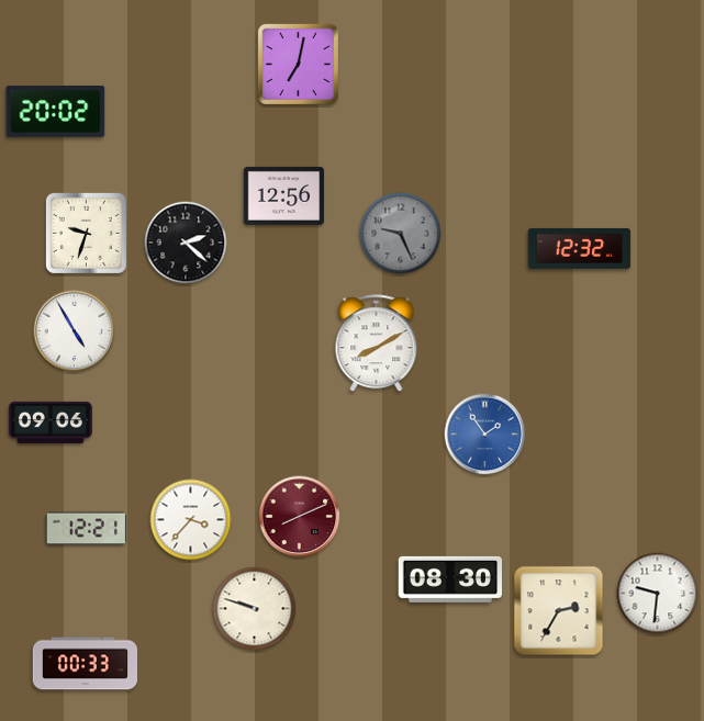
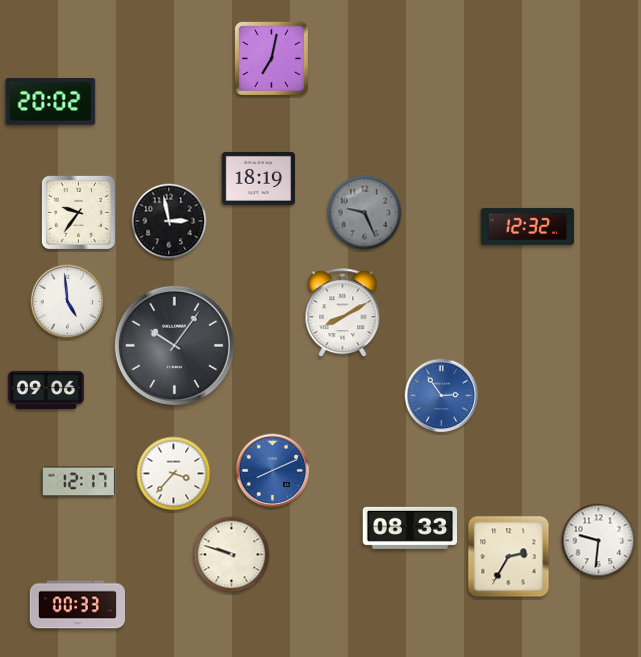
clock at (284, 195): 12:56 -> 18:19
clock at (86, 233): 9:33 -> 9:36
clock at (186, 243): 2:22 -> 2:58
clock at (75, 331): 4:55 -> 4:59
clock at (174, 345): none -> 10:06
clock at (51, 423) position: (51, 423) -> (46, 390)
clock at (485, 435): 1:54 -> 2:54
clock at (300, 517) dial: burgundy -> blue
clock at (86, 529): 12:21 -> 12:17
clock at (449, 579): 08:30 -> 08:33
